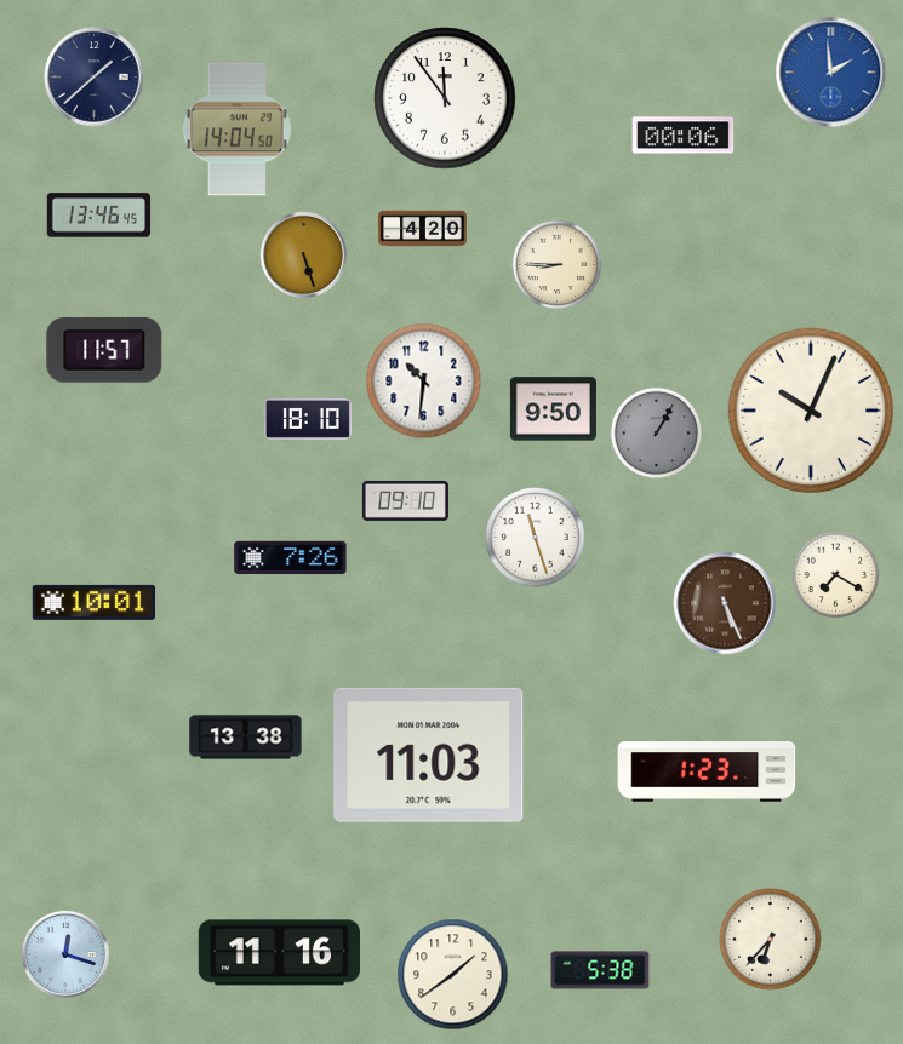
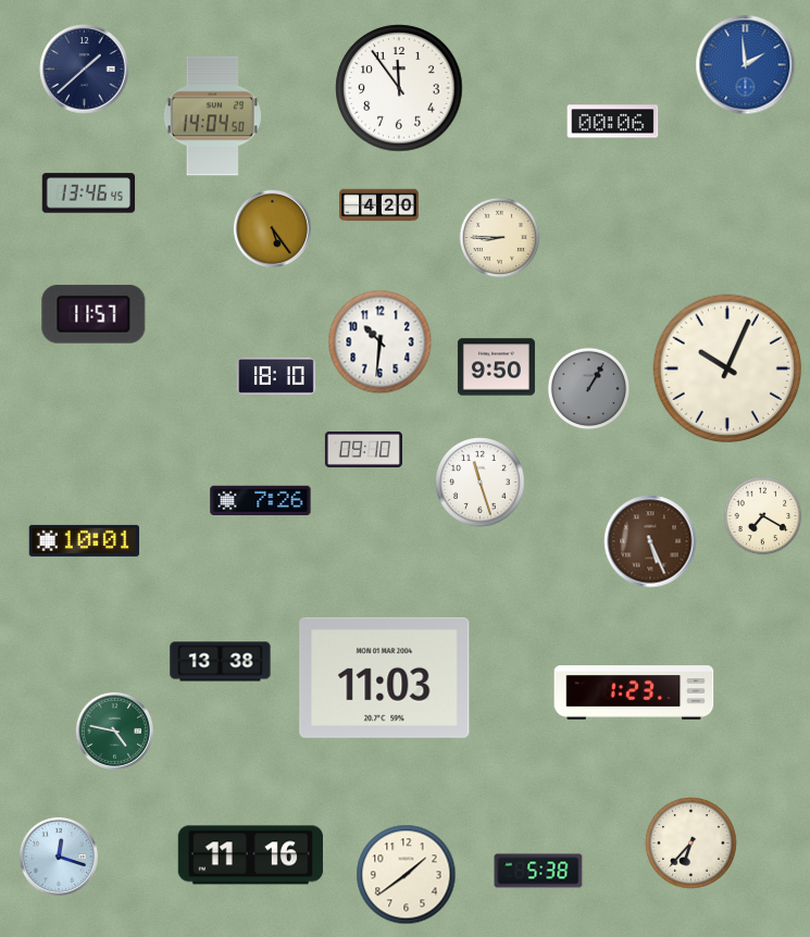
clock at (303, 254): 5:27 -> 5:24
clock at (836, 575) position: (836, 575) -> (763, 516)
clock at (114, 730): none -> 4:47
